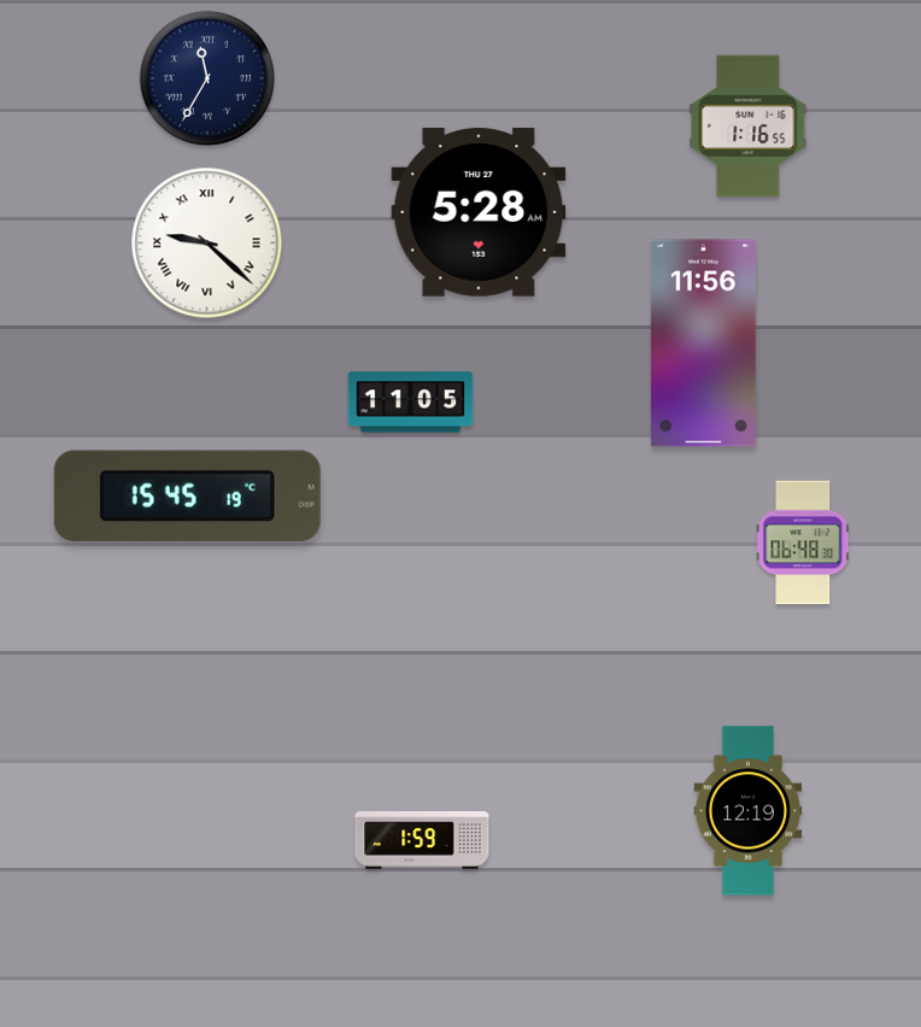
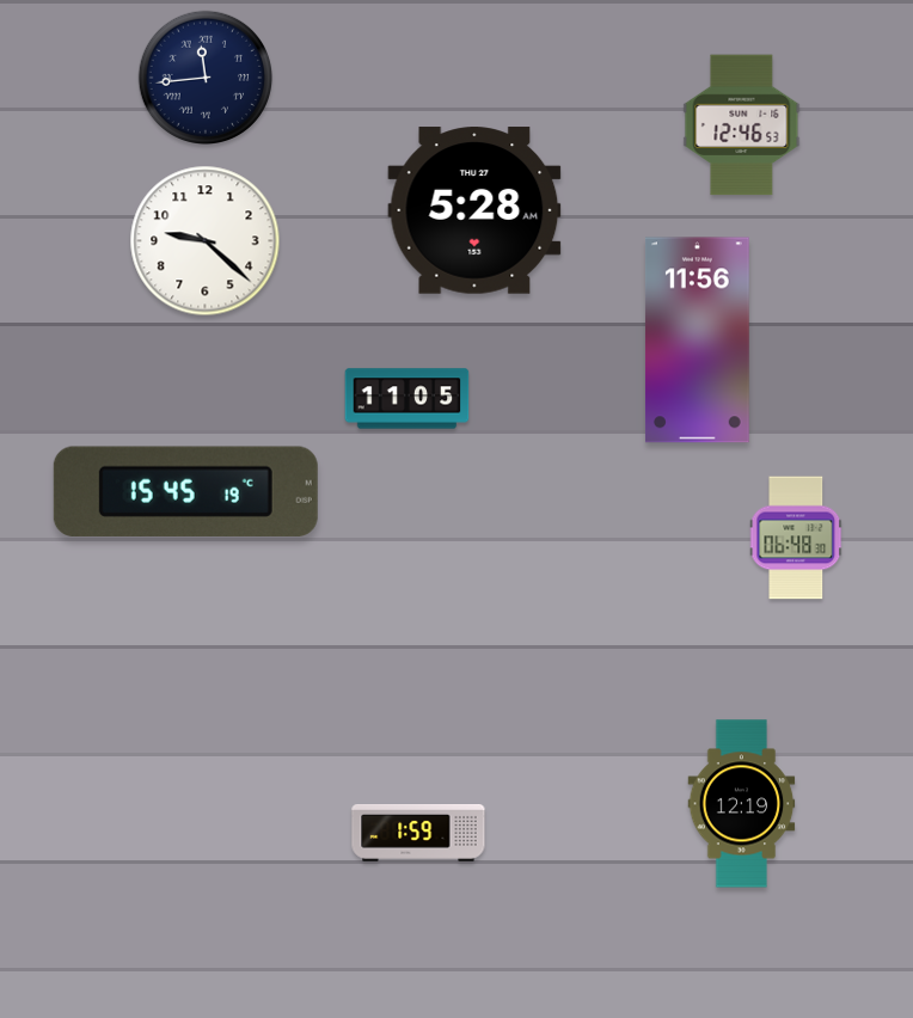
clock at (206, 77): 11:35 -> 11:44
clock at (749, 127): 1:16 -> 12:46
clock at (207, 243) numerals: Roman -> Arabic
